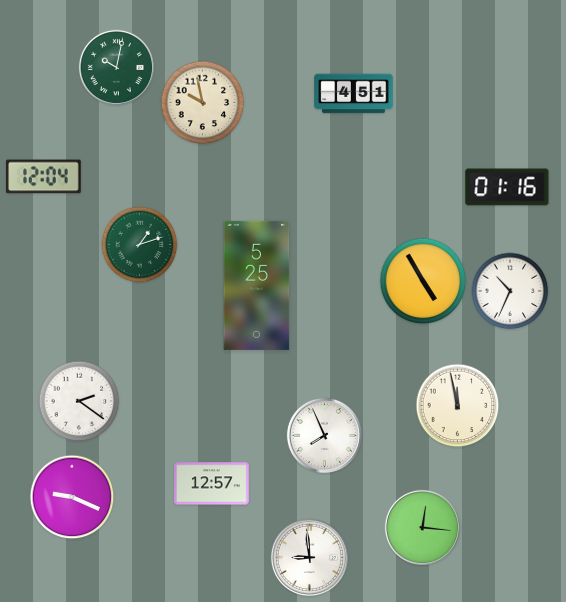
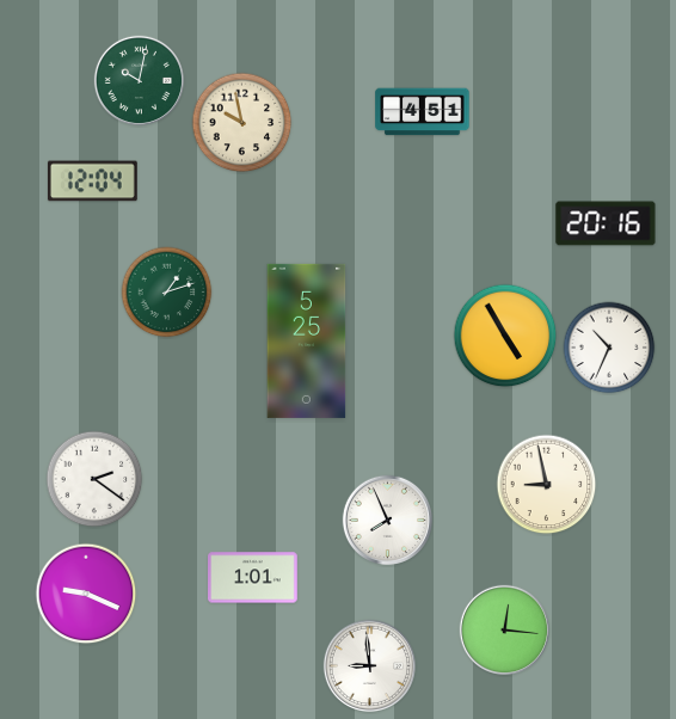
clock at (43, 177) position: (43, 177) -> (92, 182)
clock at (507, 187): 01:16 -> 20:16
clock at (458, 406): 11:58 -> 8:58
clock at (212, 484): 12:57 -> 1:01
